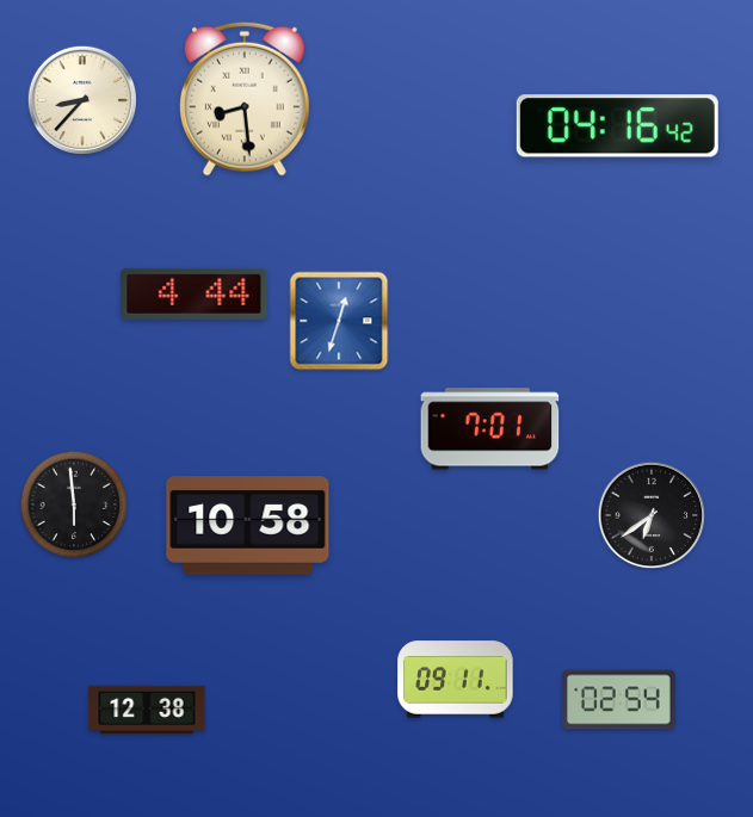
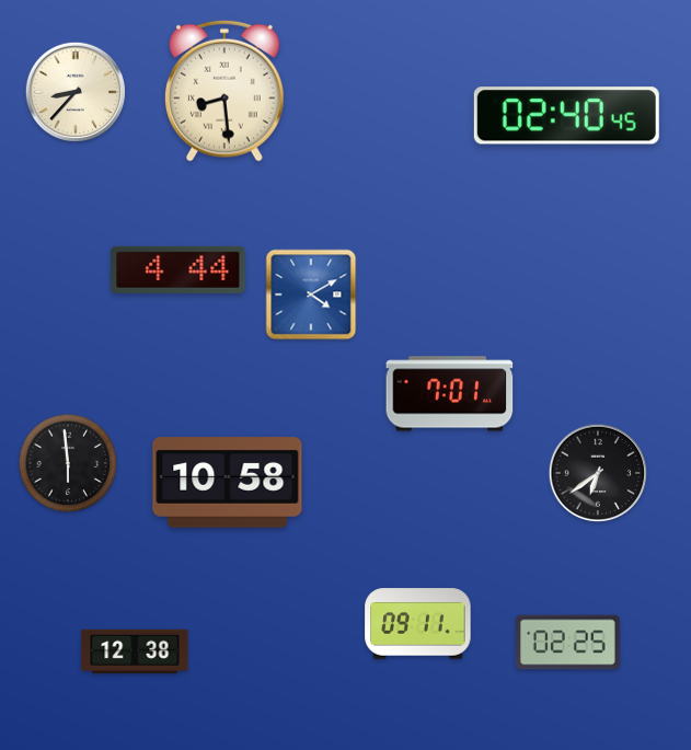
clock at (617, 126): 04:16 -> 02:40
clock at (339, 321): 12:33 -> 4:10
clock at (619, 700): 02:54 -> 02:25
